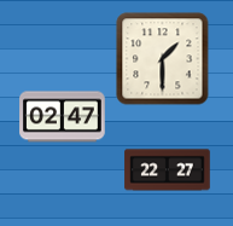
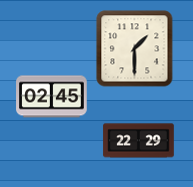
clock at (63, 117): 02:47 -> 02:45
clock at (168, 170): 22:27 -> 22:29
